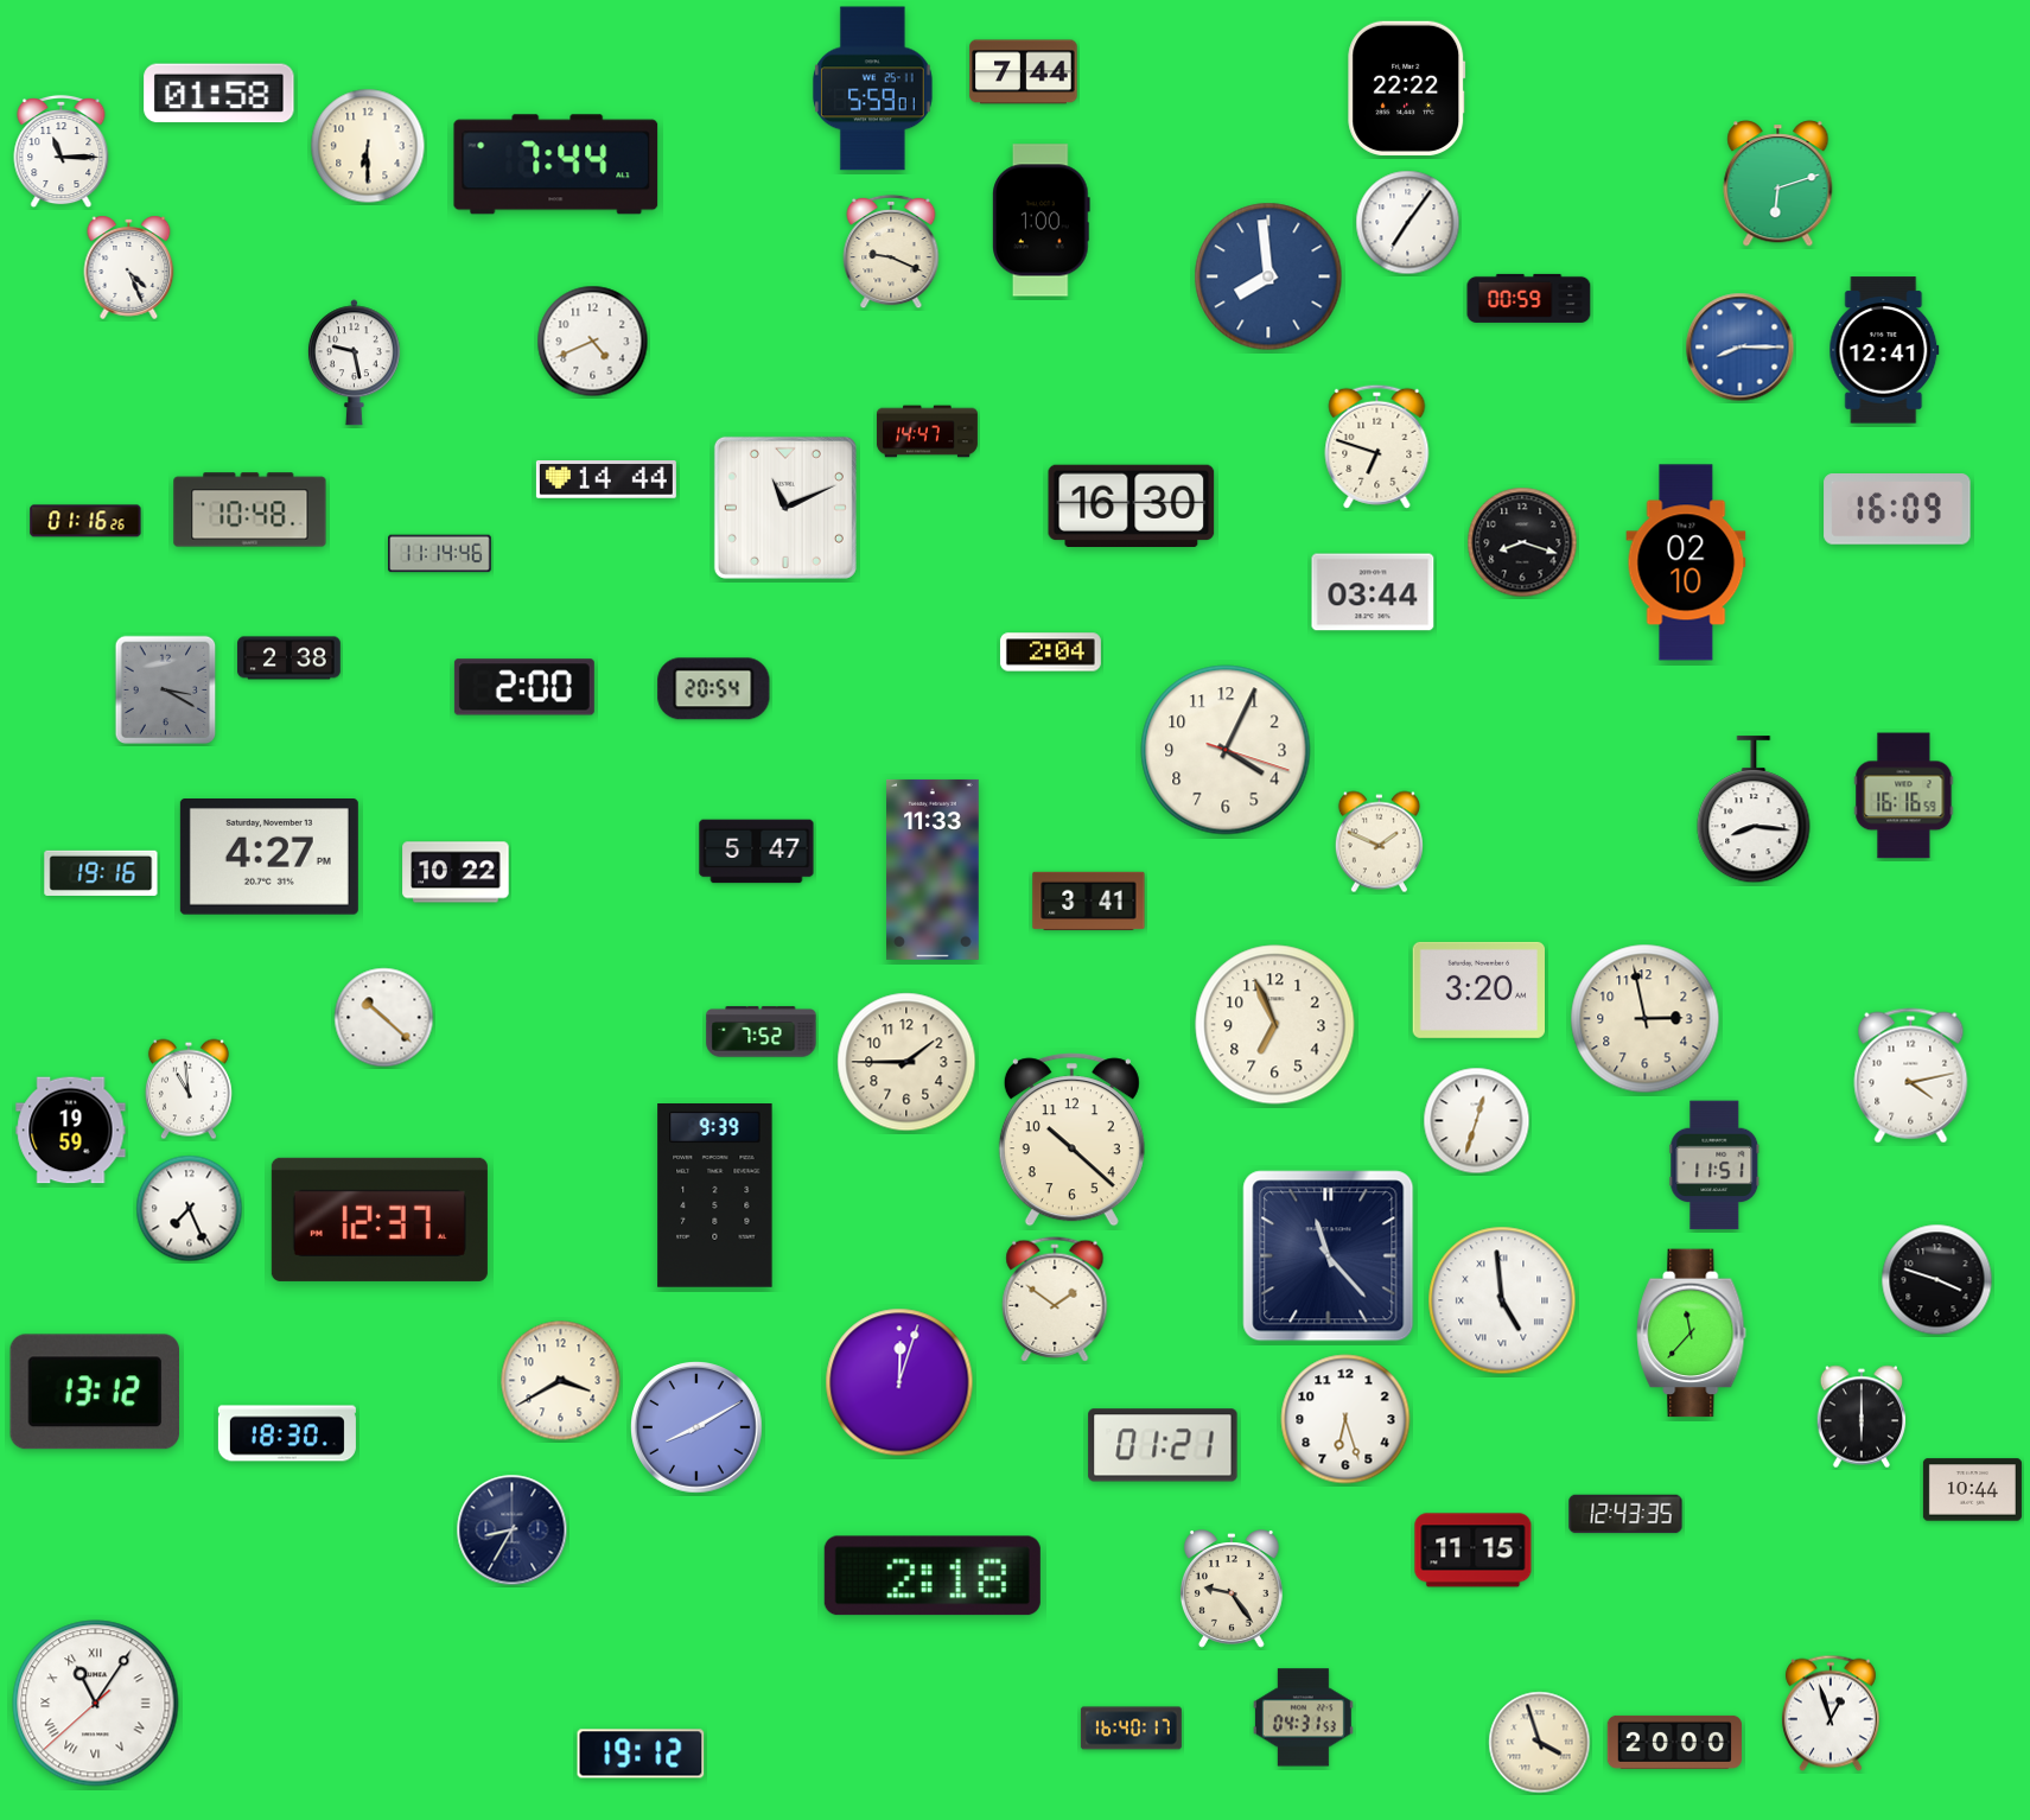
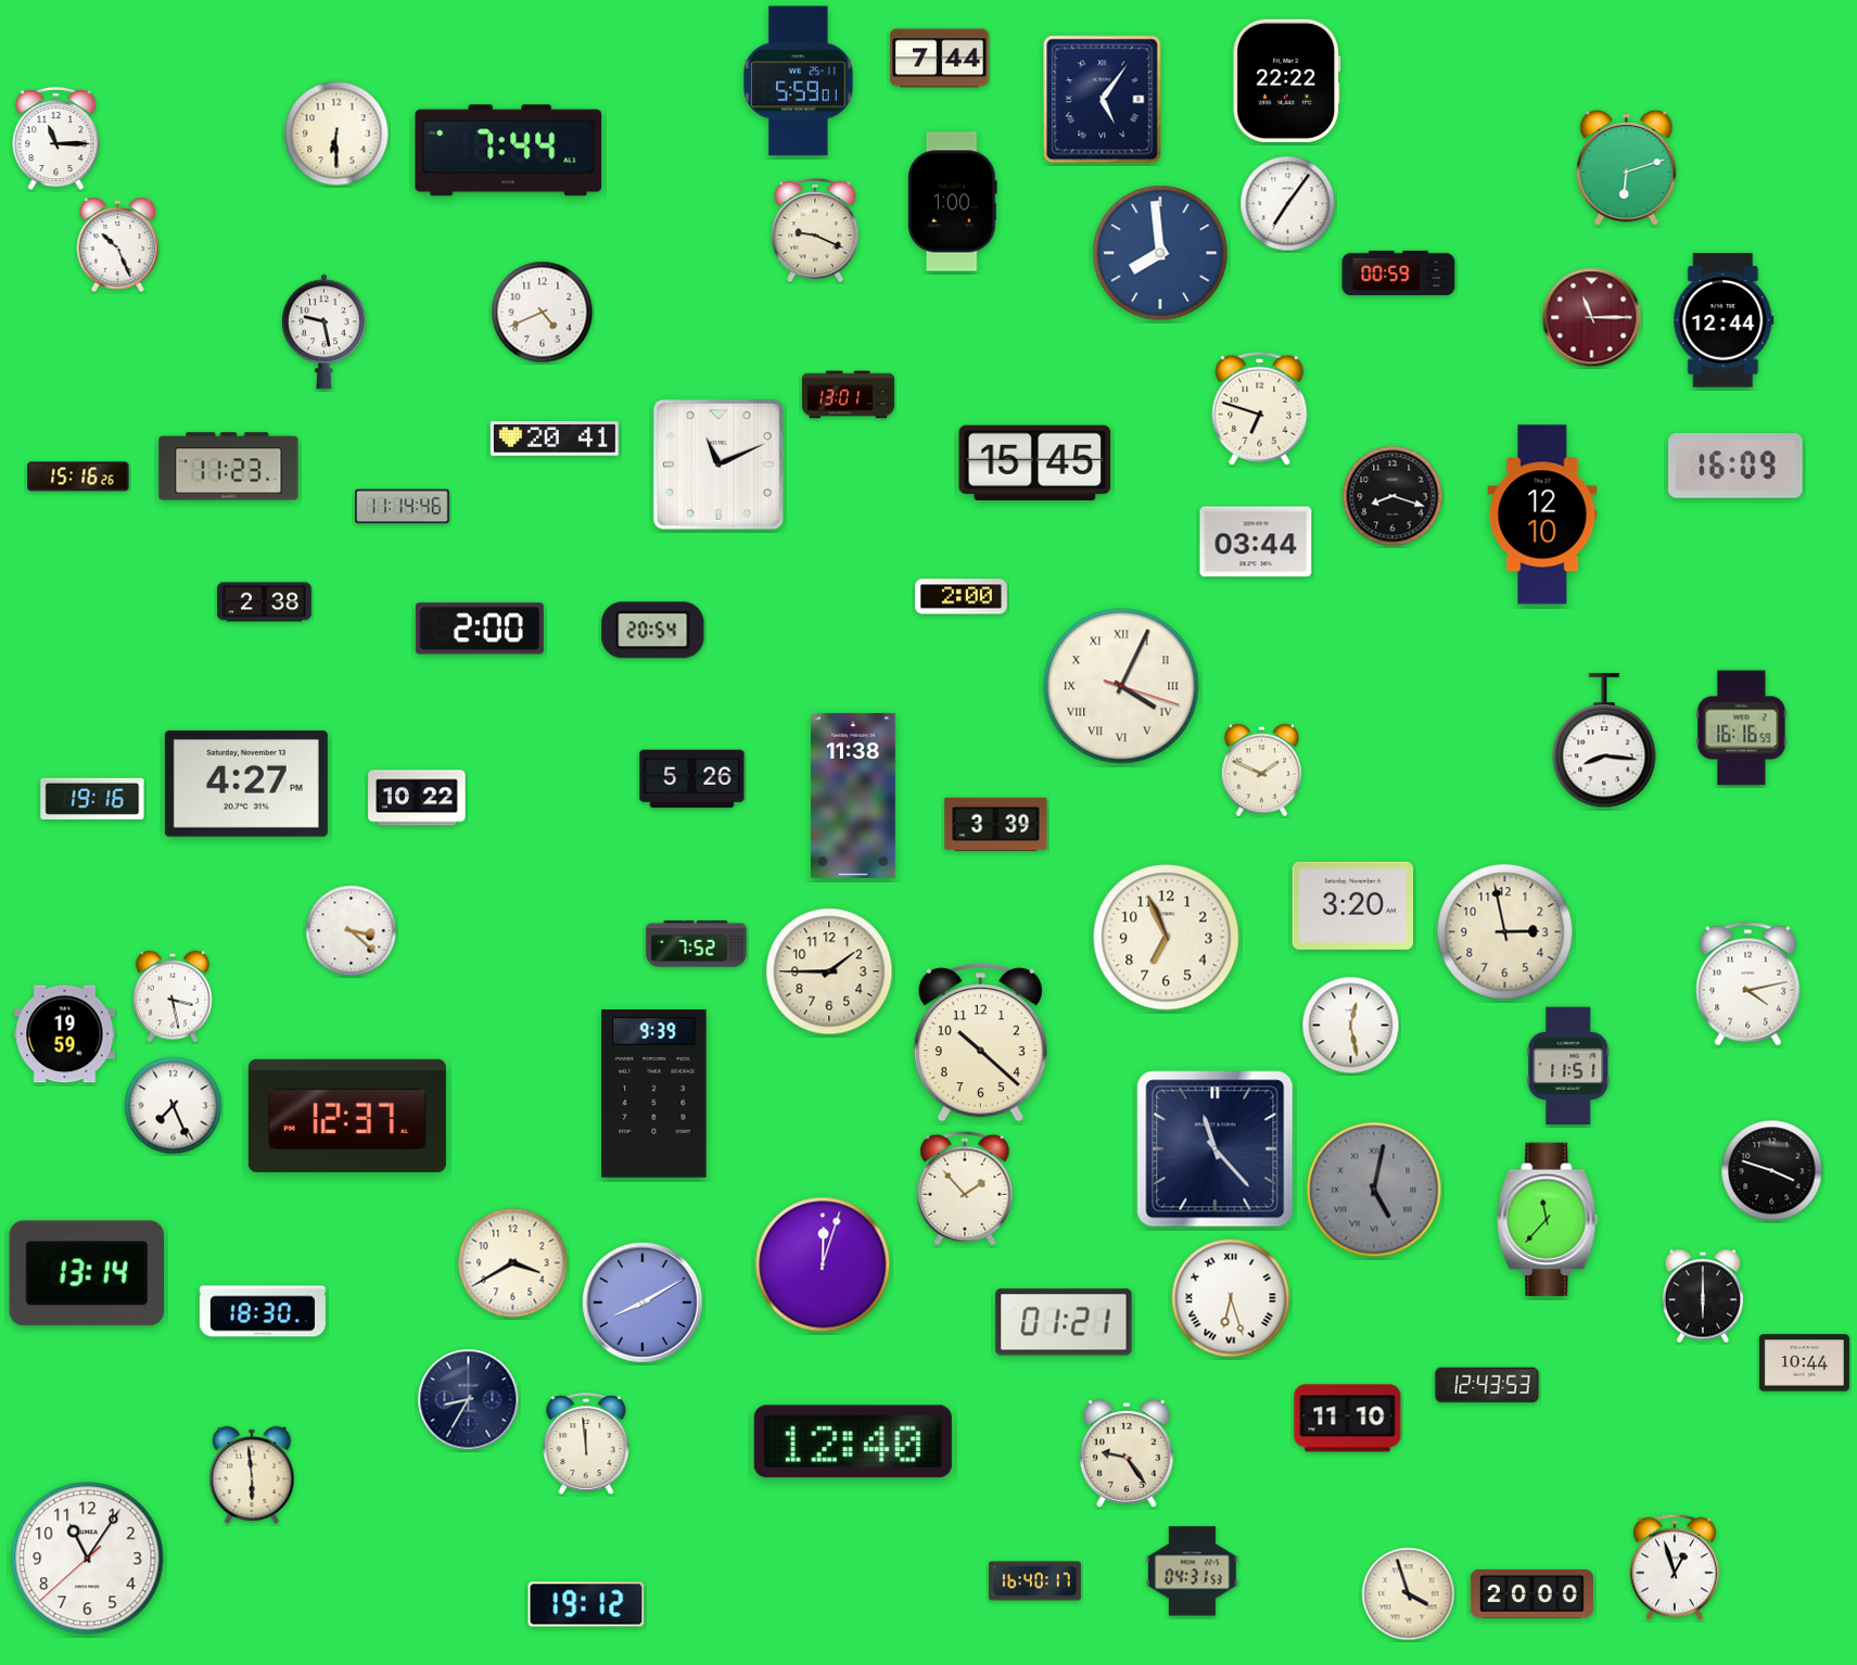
clock at (1024, 72) position: (1024, 72) -> (940, 59)
clock at (219, 94): 01:58 -> none
clock at (1103, 100): none -> 5:06
clock at (129, 267): 4:26 -> 10:26
clock at (1741, 348): 8:15 -> 11:15
clock at (1741, 348) dial: blue -> burgundy
clock at (1884, 350): 12:41 -> 12:44
clock at (928, 432): 14:47 -> 13:01
clock at (606, 479): 14:44 -> 20:41
clock at (1132, 505): 16:30 -> 15:45
clock at (250, 510): 10:48 -> 11:23
clock at (85, 521): 01:16 -> 15:16
clock at (1686, 562): 02:10 -> 12:10
clock at (1050, 653): 2:04 -> 2:00
clock at (166, 691): 3:20 -> none
clock at (1226, 750) numerals: Arabic -> Roman
clock at (757, 852): 5:47 -> 5:26
clock at (934, 870): 11:33 -> 11:38
clock at (1089, 901): 3:41 -> 3:39
clock at (384, 1018): 10:22 -> 3:22
clock at (189, 1089): 10:59 -> 3:28
clock at (1477, 1121): 12:33 -> 12:28
clock at (1055, 1299): 1:51 -> 1:53
clock at (1502, 1300): 4:59 -> 5:02
clock at (1502, 1300) dial: white -> grey
clock at (94, 1392): 13:12 -> 13:14
clock at (1345, 1419) numerals: Arabic -> Roman
clock at (698, 1427) position: (698, 1427) -> (644, 1302)
clock at (1625, 1514): 12:43:35 -> 12:43:53
clock at (1474, 1551): 11:15 -> 11:10
clock at (933, 1576): 2:18 -> 12:40
clock at (586, 1445): none -> 11:59
clock at (252, 1475): none -> 5:59
clock at (96, 1704) numerals: Roman -> Arabic
